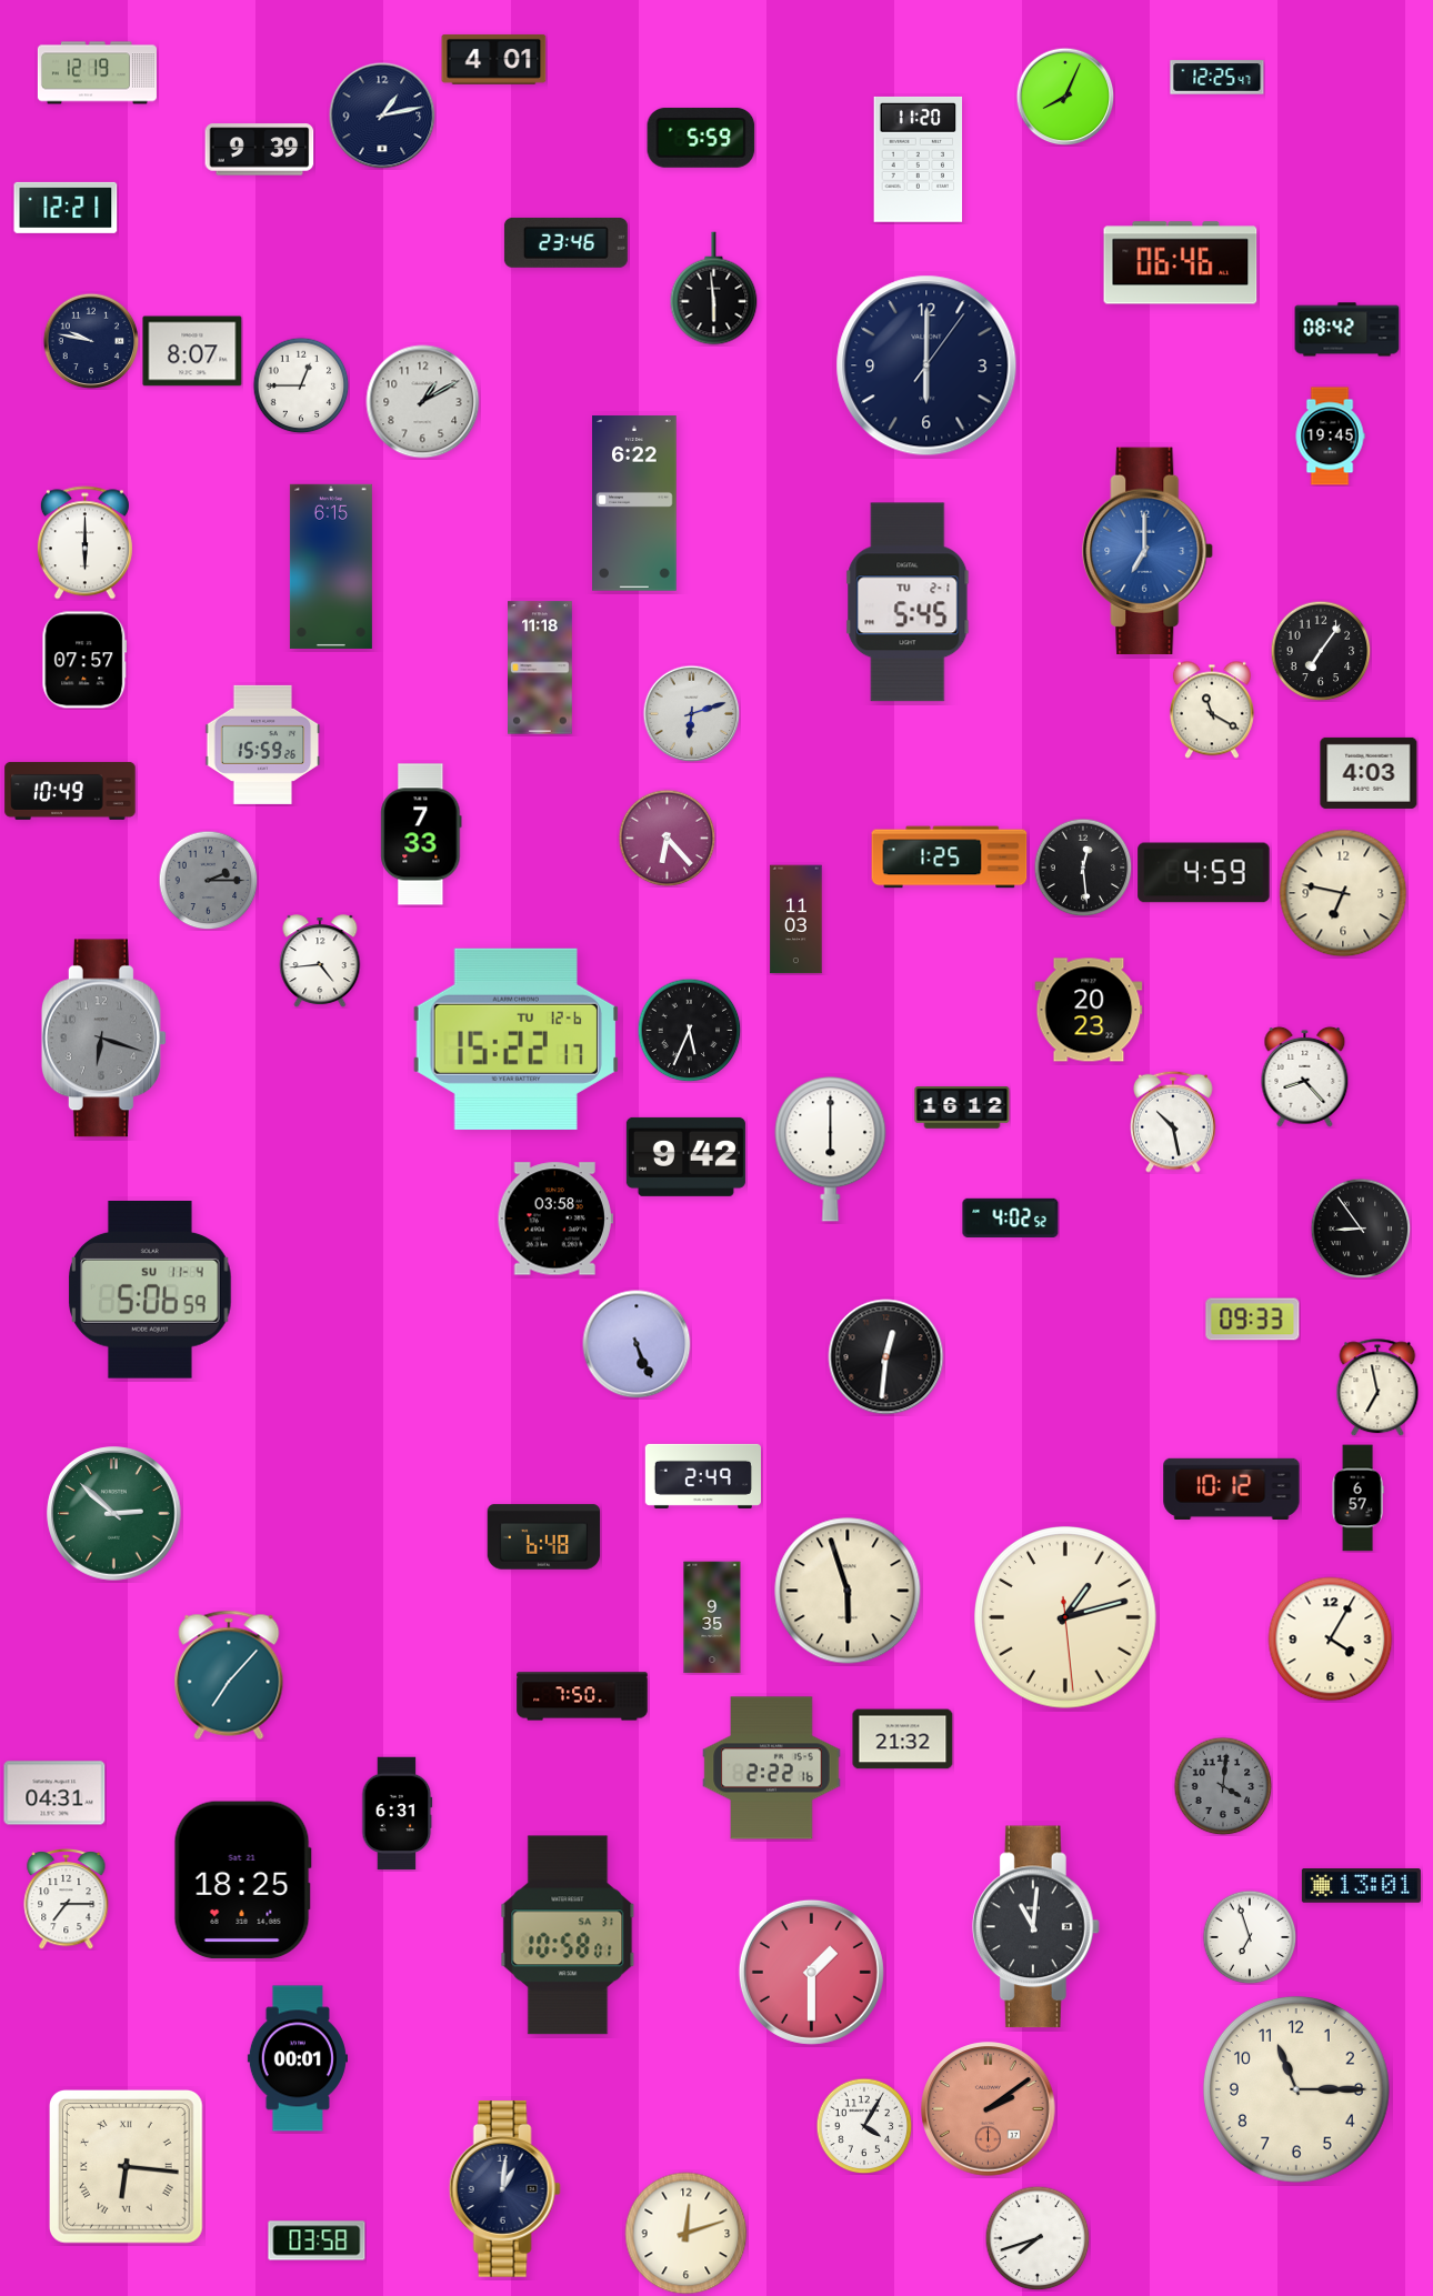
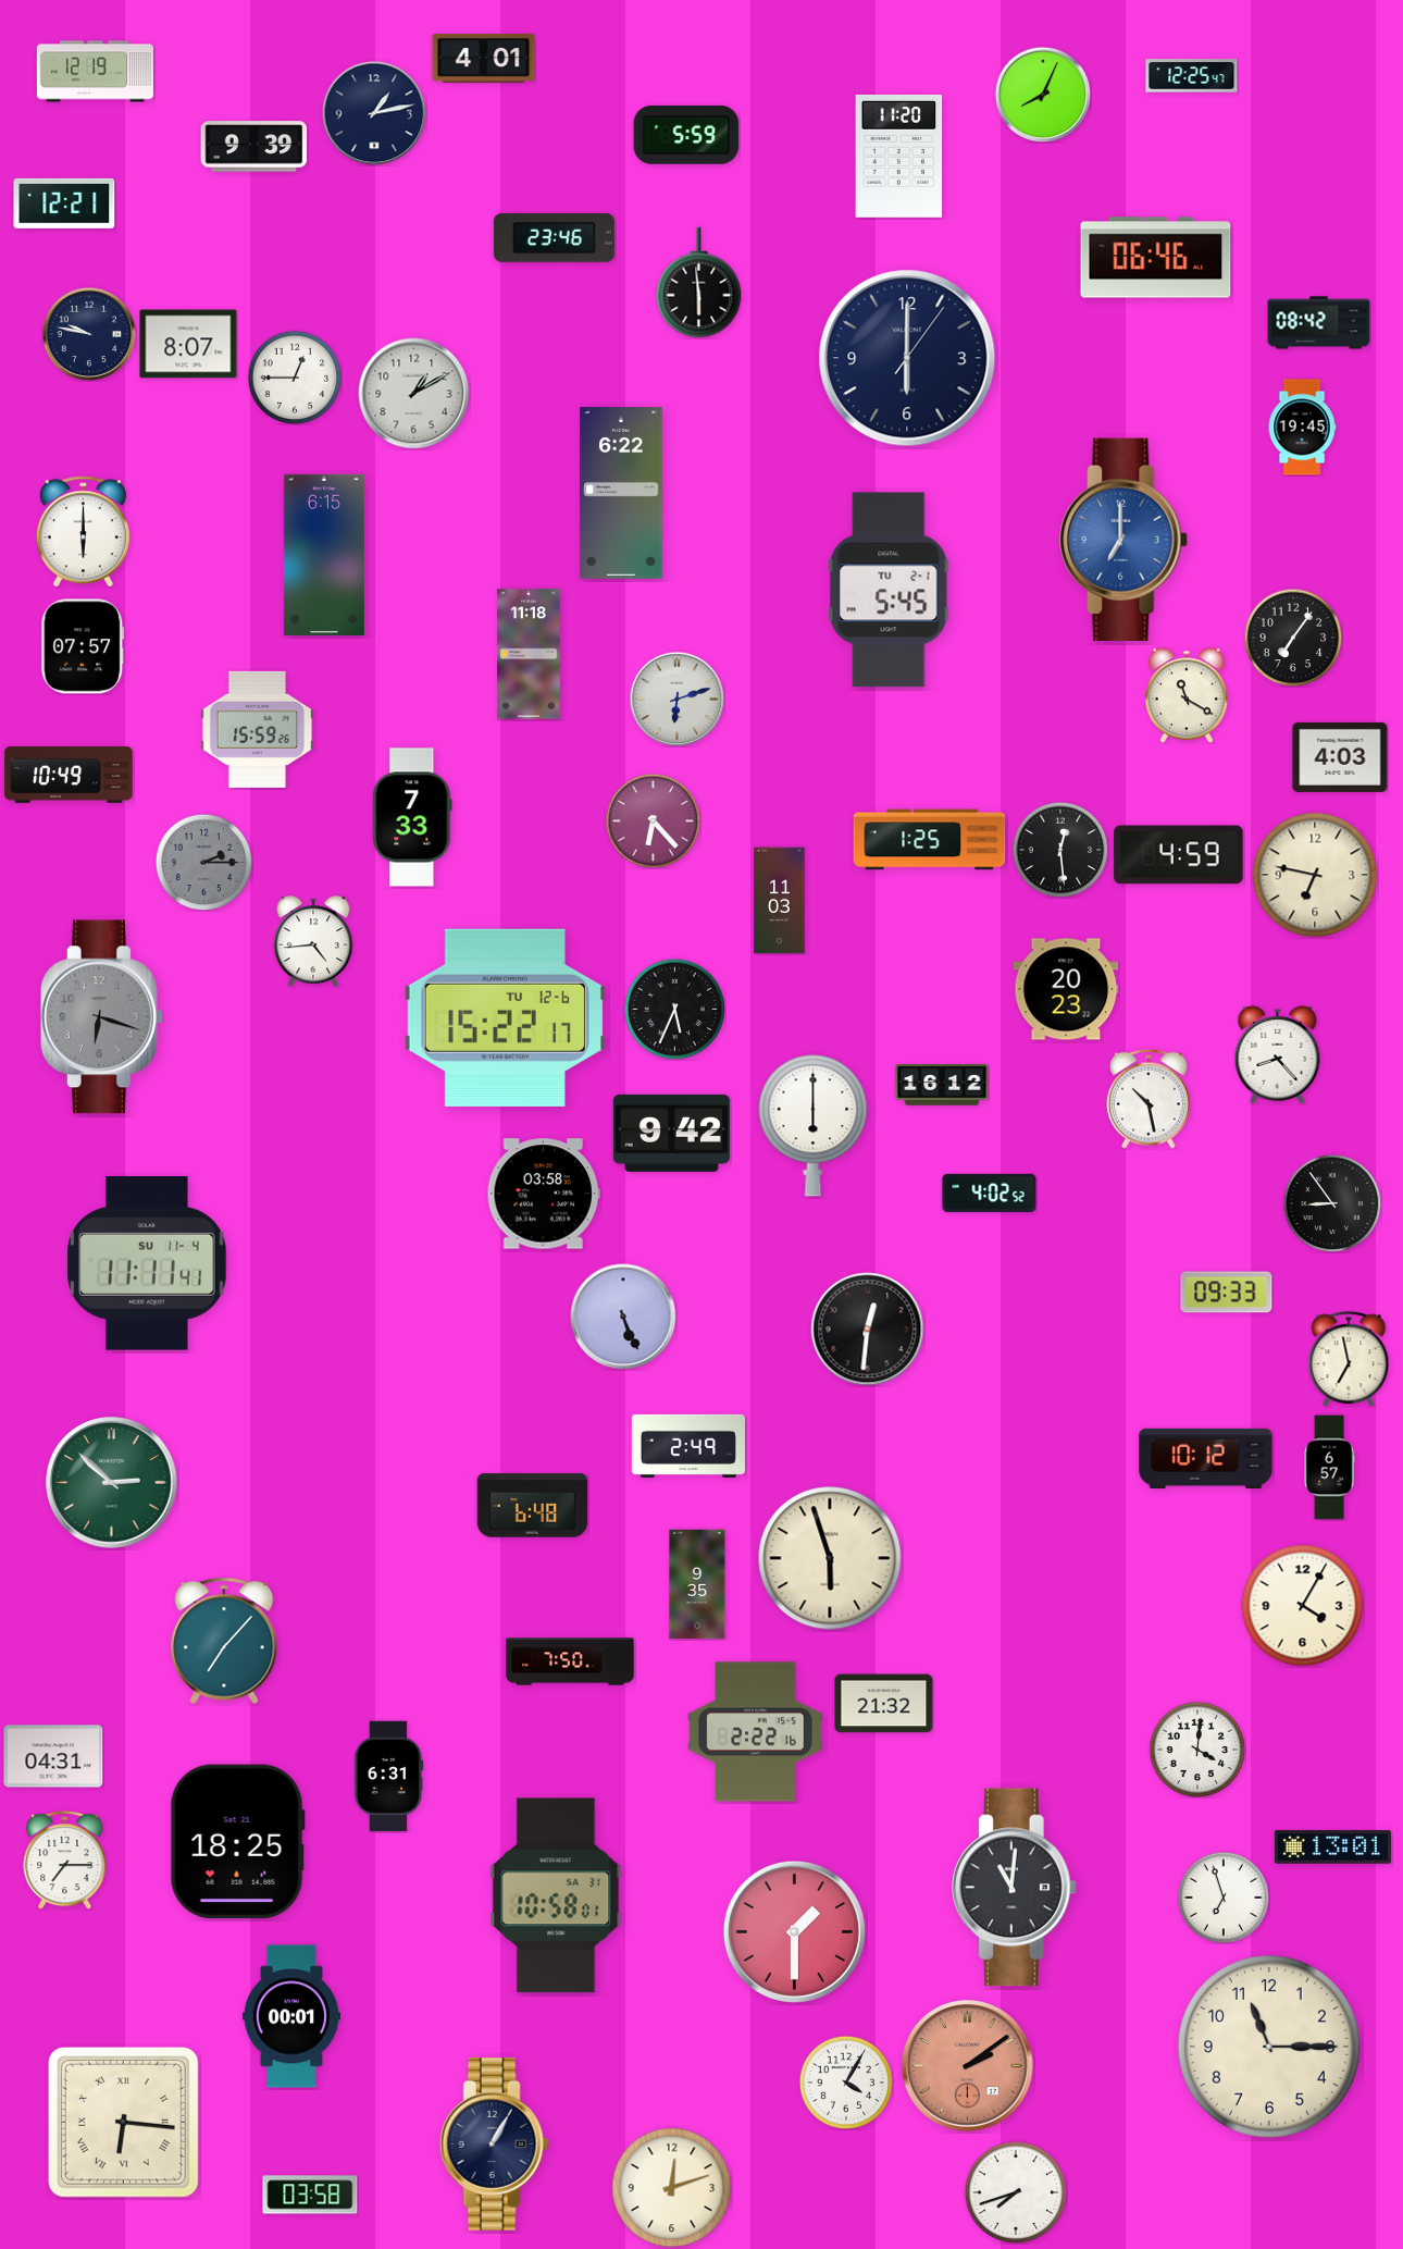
clock at (150, 1291): 5:06 -> 11:11
clock at (1066, 1618): 1:12 -> none
clock at (1223, 1786) dial: grey -> white
clock at (504, 2189): 1:01 -> 1:05
